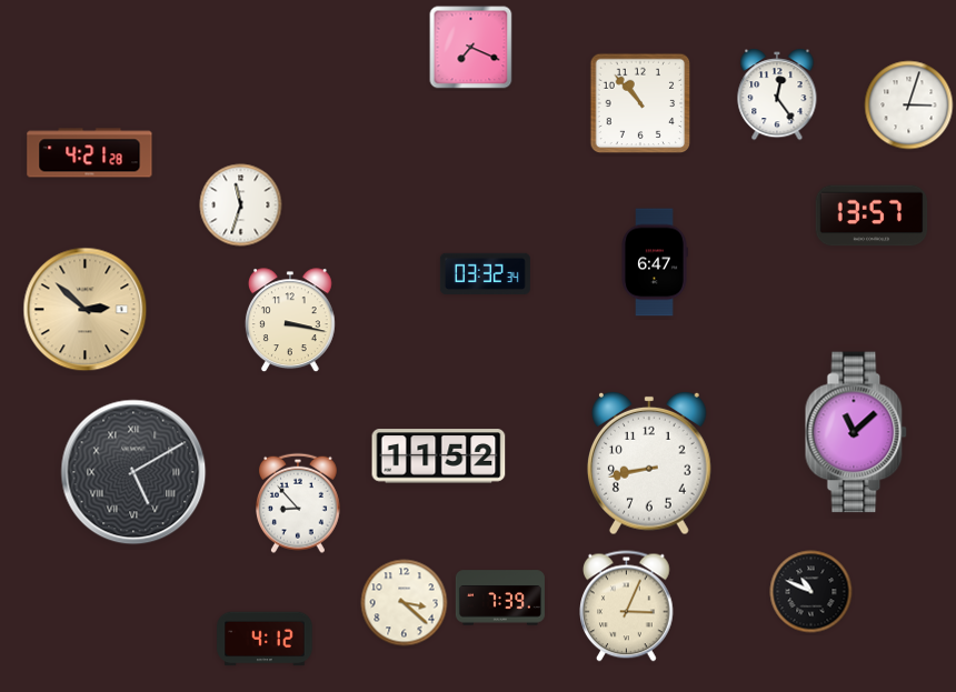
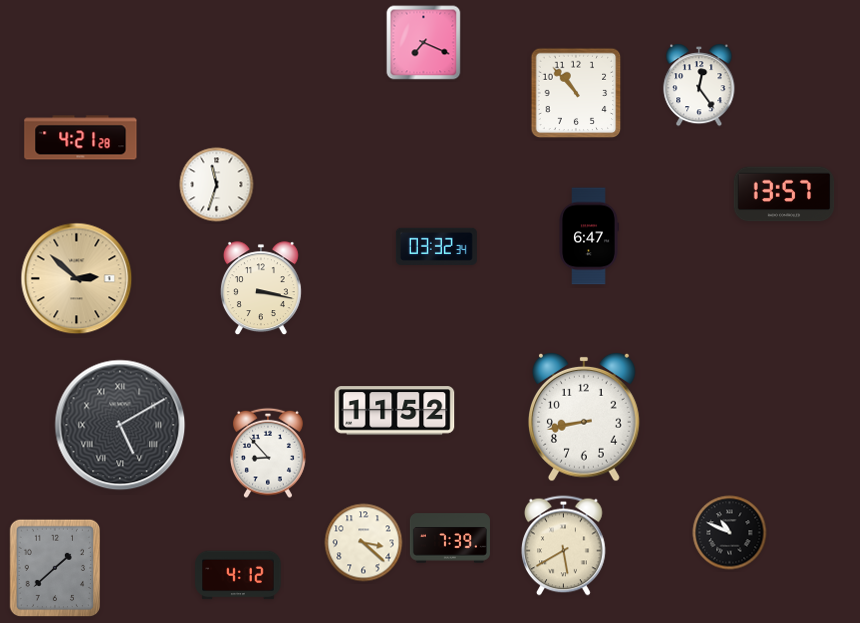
clock at (909, 106): 3:03 -> none
clock at (856, 432): 11:08 -> none
clock at (627, 606): 3:04 -> 5:40
clock at (55, 568): none -> 1:38
